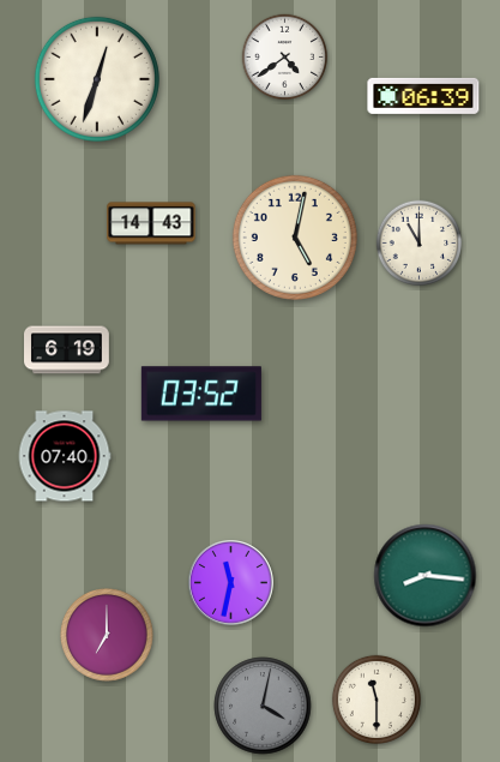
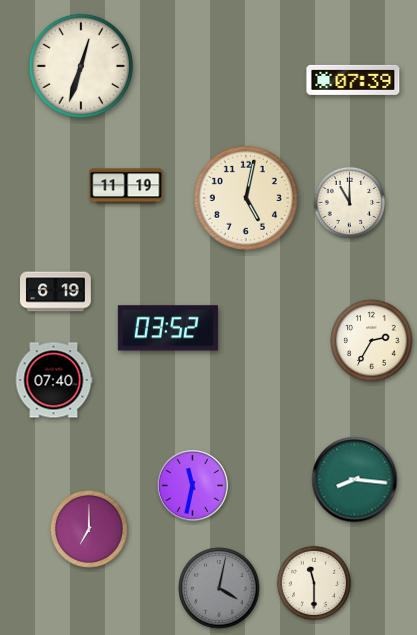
clock at (285, 58): 4:39 -> none
clock at (423, 96): 06:39 -> 07:39
clock at (151, 223): 14:43 -> 11:19
clock at (372, 341): none -> 2:35
